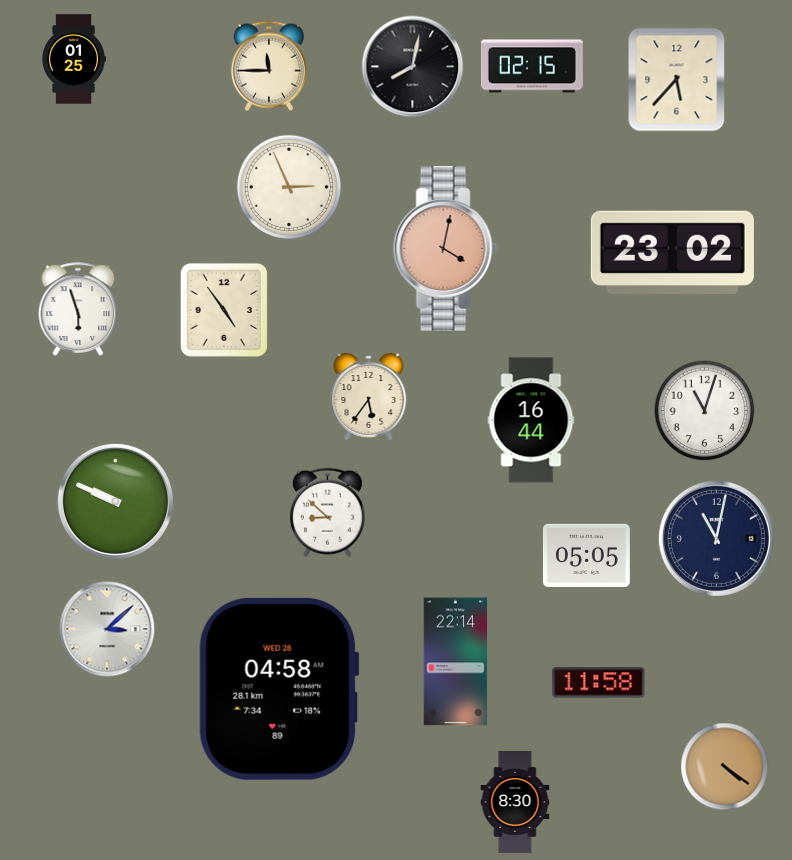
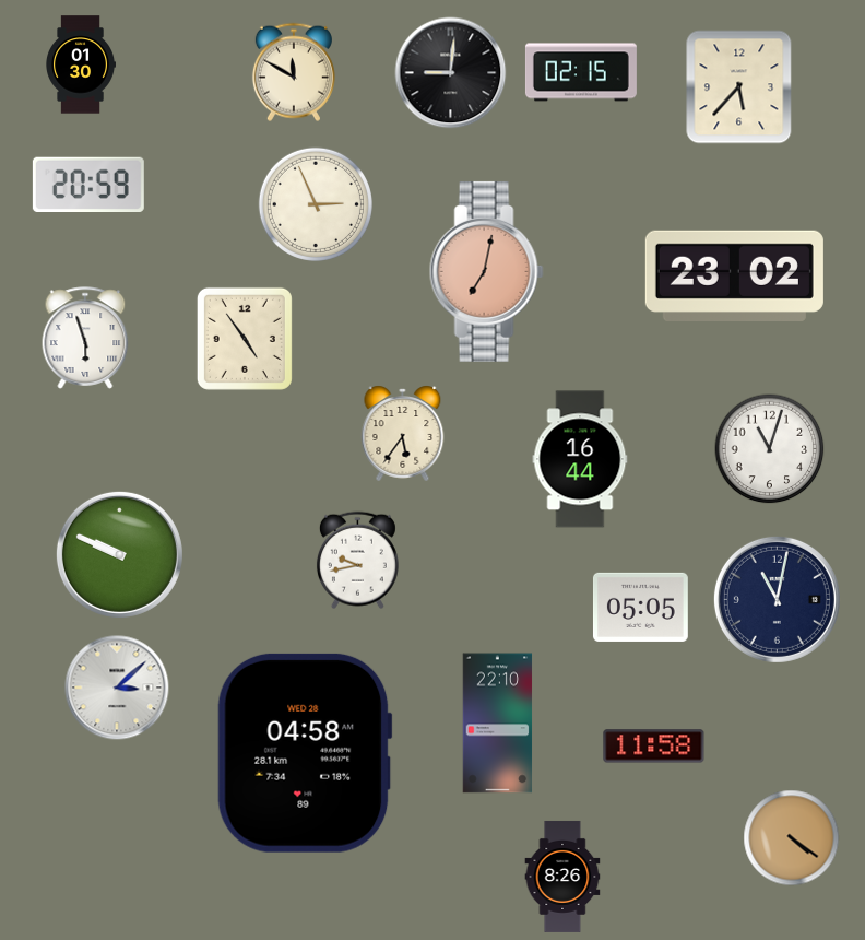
clock at (74, 59): 01:25 -> 01:30
clock at (269, 66): 11:45 -> 11:50
clock at (413, 67): 8:02 -> 9:01
clock at (88, 184): none -> 20:59
clock at (445, 248): 4:02 -> 7:02
clock at (115, 501) position: (115, 501) -> (119, 554)
clock at (327, 513): 8:52 -> 9:43
clock at (716, 538) position: (716, 538) -> (777, 599)
clock at (456, 662): 22:14 -> 22:10
clock at (515, 802): 8:30 -> 8:26
